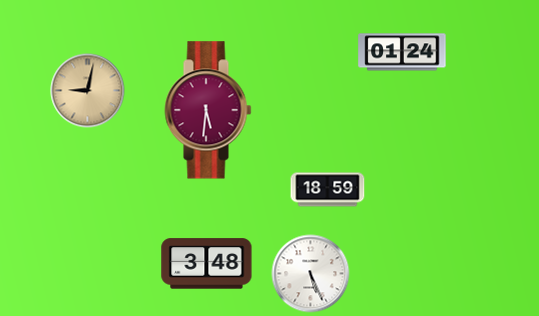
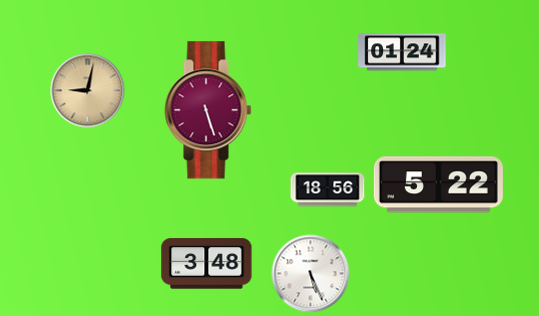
clock at (208, 110): 5:31 -> 5:27
clock at (438, 185): none -> 5:22
clock at (328, 190): 18:59 -> 18:56
